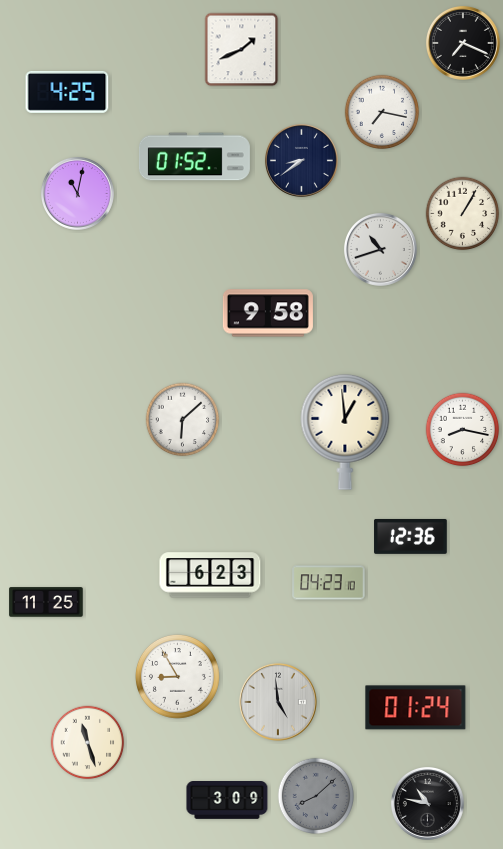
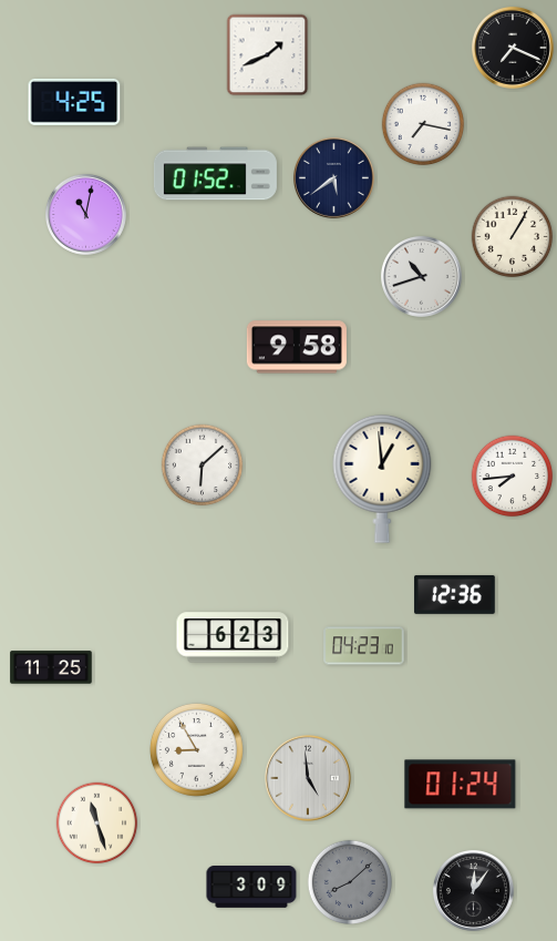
clock at (301, 160): 8:39 -> 5:39
clock at (463, 430): 8:17 -> 7:44
clock at (427, 803): 10:47 -> 12:06
